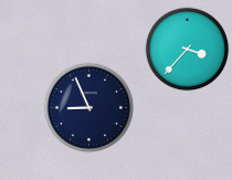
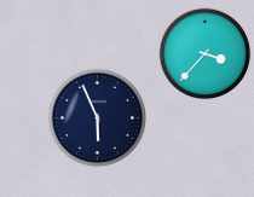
clock at (89, 108): 8:56 -> 5:56
